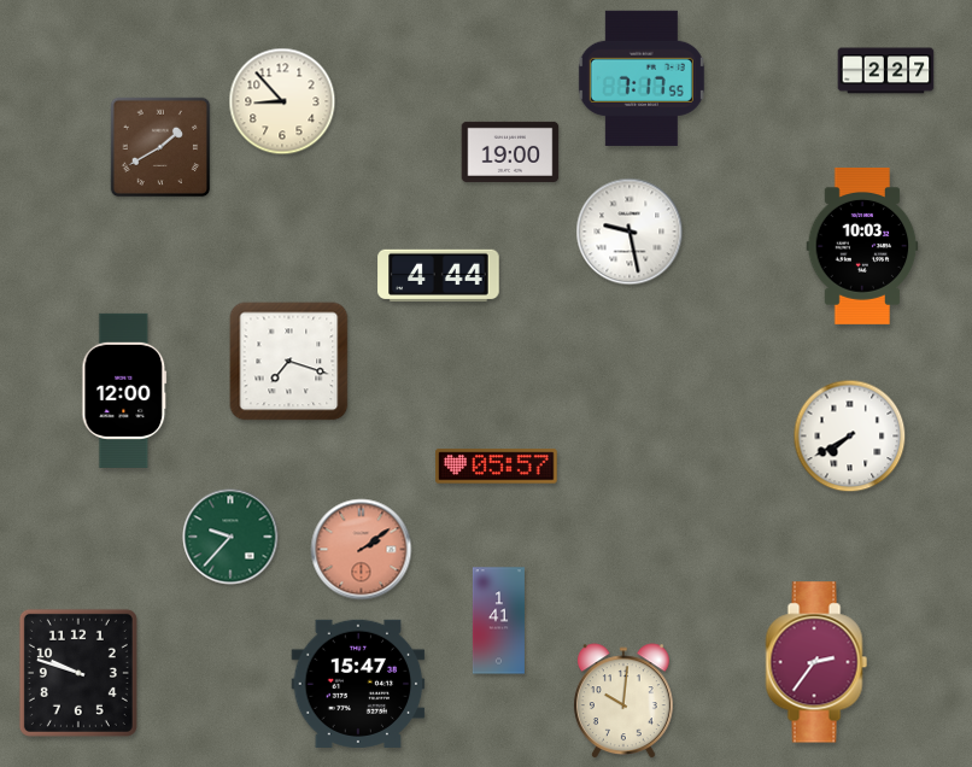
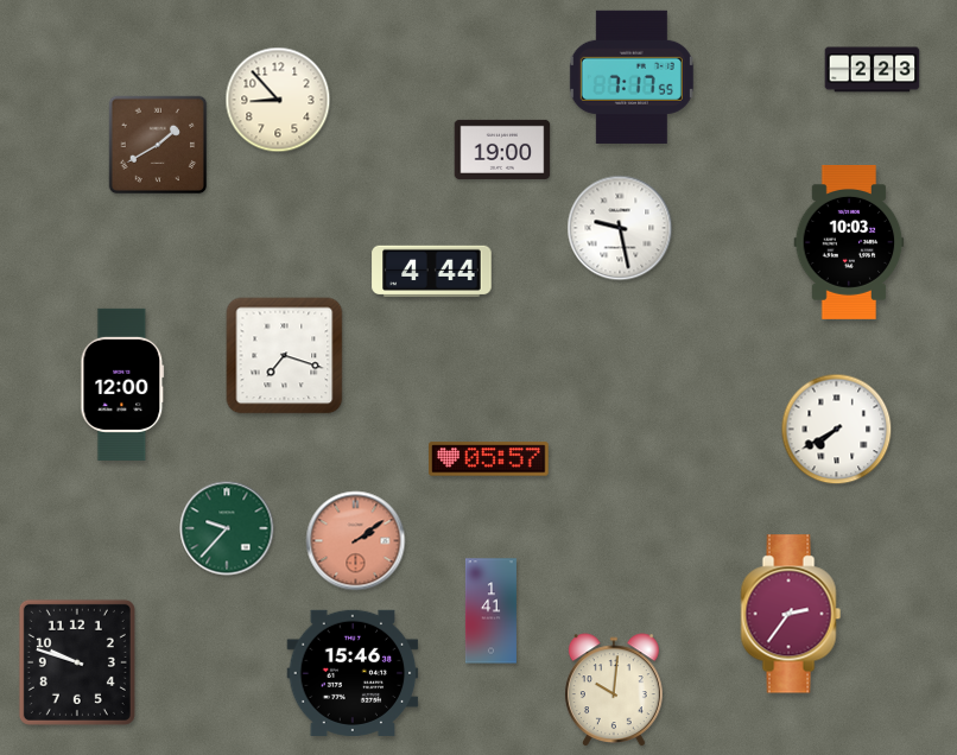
clock at (886, 71): 2:27 -> 2:23
clock at (816, 662) position: (816, 662) -> (791, 614)
clock at (358, 684): 15:47 -> 15:46
